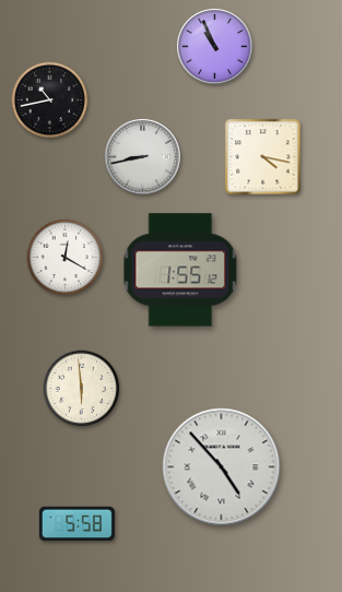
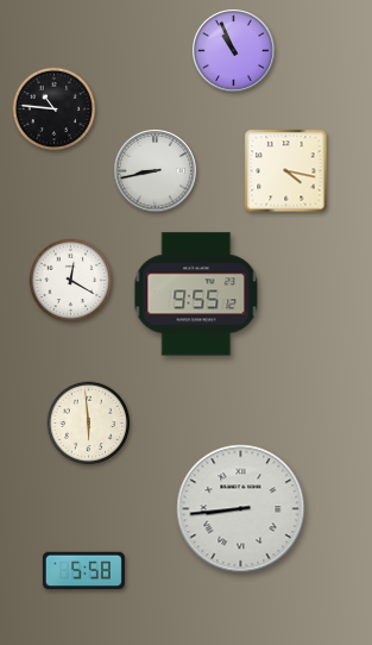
clock at (50, 100): 10:43 -> 10:46
clock at (180, 270): 1:55 -> 9:55
clock at (222, 467): 4:53 -> 8:44
